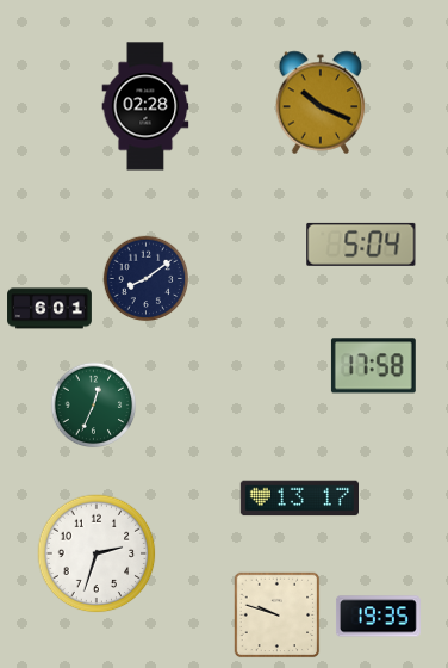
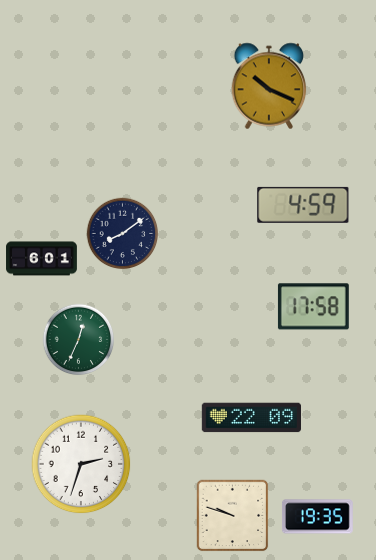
clock at (145, 106): 02:28 -> none
clock at (361, 245): 5:04 -> 4:59
clock at (299, 499): 13:17 -> 22:09
